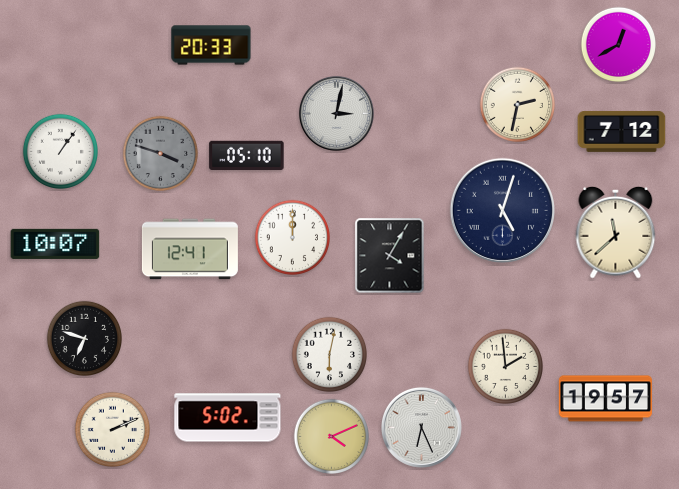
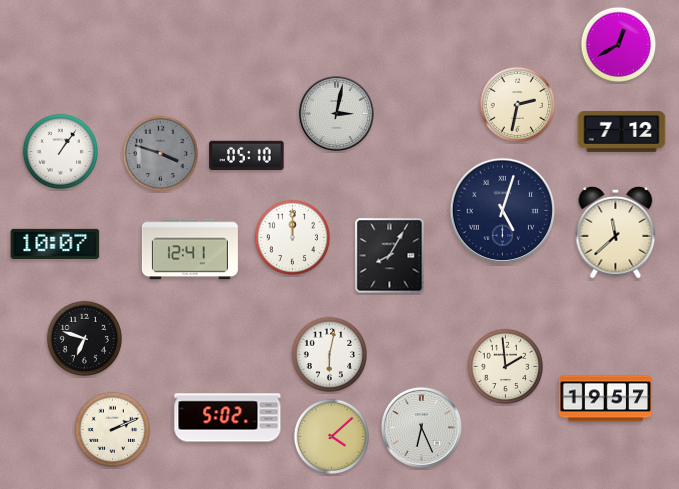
clock at (211, 45): 20:33 -> none
clock at (390, 256): 4:05 -> 8:05
clock at (331, 436): 4:11 -> 4:08
